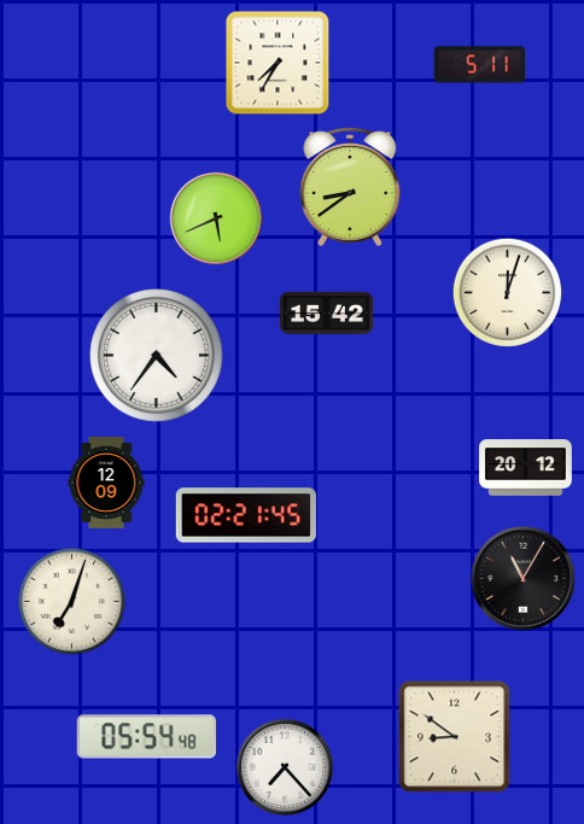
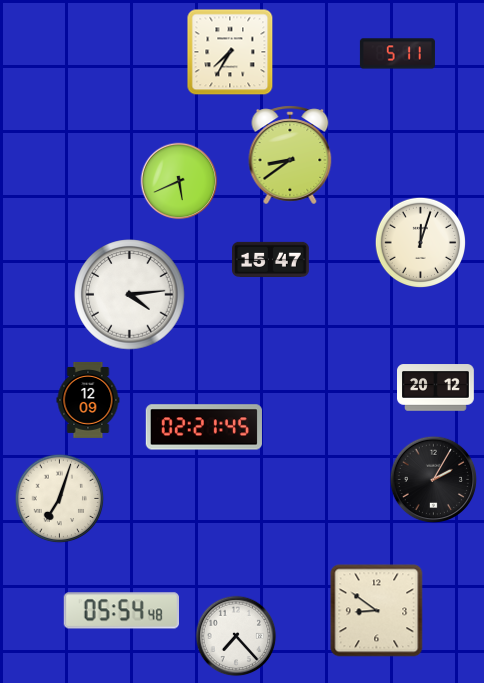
clock at (327, 312): 15:42 -> 15:47
clock at (157, 356): 4:36 -> 4:14
clock at (524, 579): 11:05 -> 2:05
